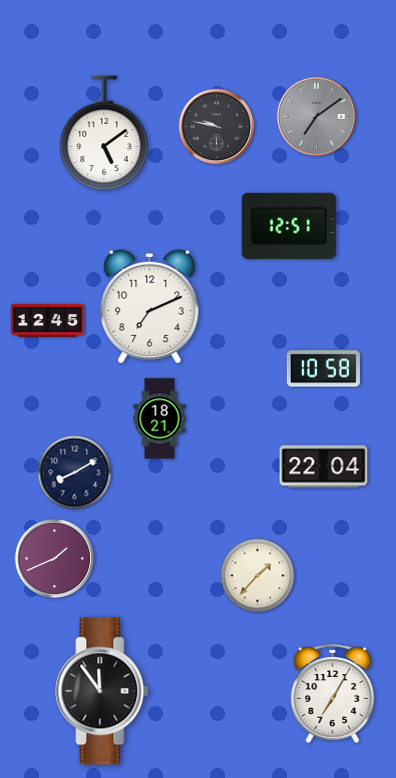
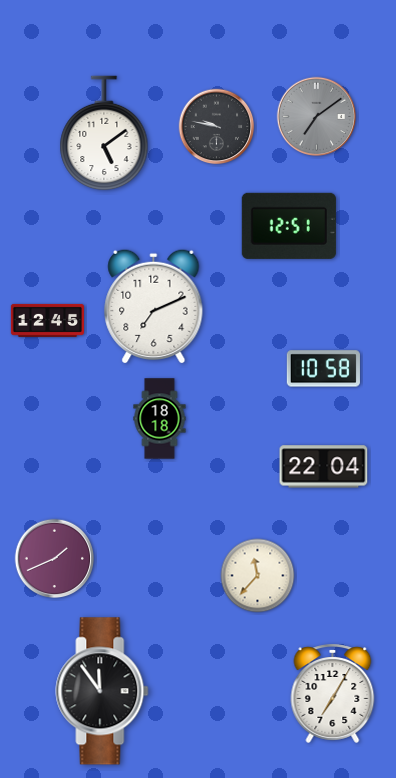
clock at (150, 306) position: (150, 306) -> (154, 306)
clock at (160, 419): 18:21 -> 18:18
clock at (75, 473): 8:10 -> none
clock at (258, 576): 1:37 -> 11:37
